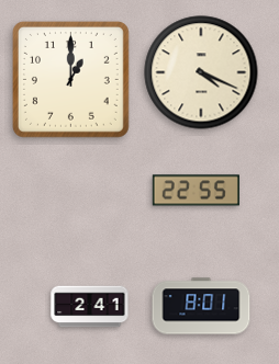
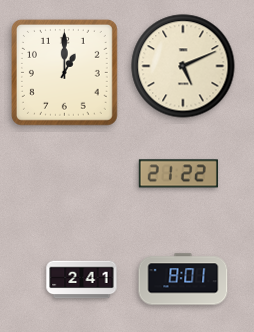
clock at (201, 72): 4:19 -> 5:11
clock at (196, 191): 22:55 -> 21:22
